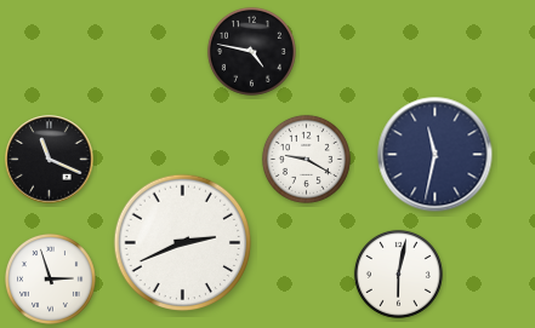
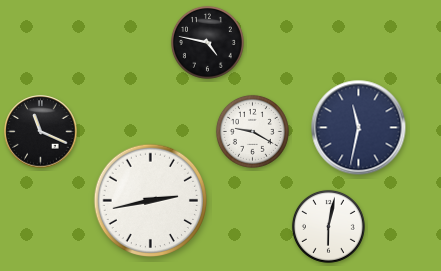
clock at (183, 243): 2:41 -> 2:43
clock at (50, 278): 2:57 -> none
